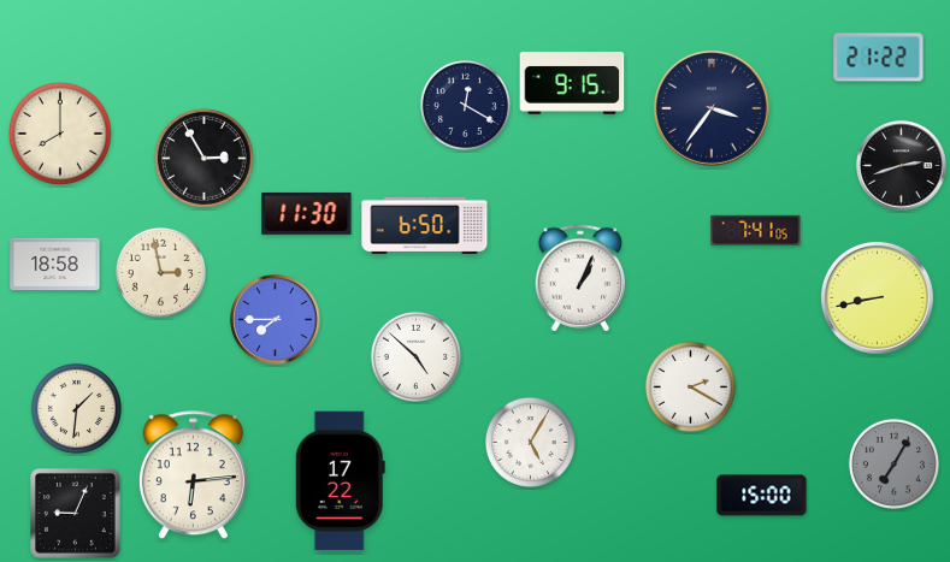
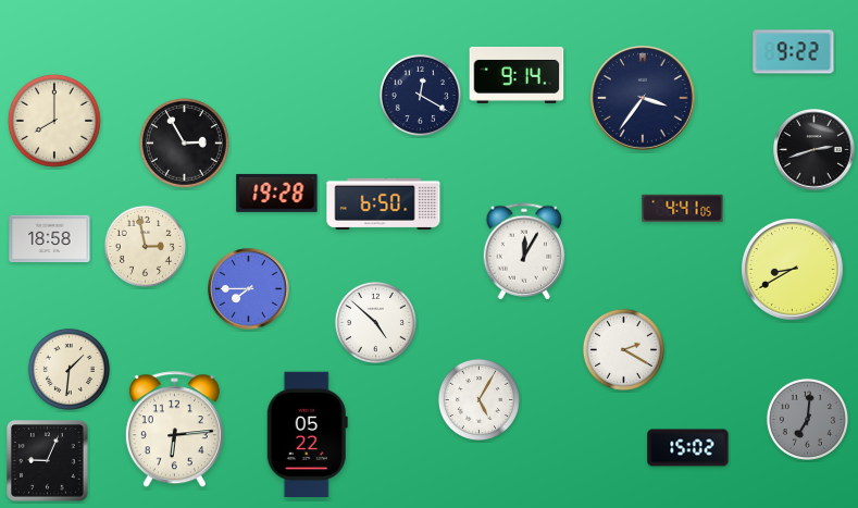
clock at (879, 58): 21:22 -> 9:22
clock at (572, 83): 9:15 -> 9:14
clock at (307, 213): 11:30 -> 19:28
clock at (756, 230): 7:41 -> 4:41
clock at (580, 278): 1:04 -> 12:05
clock at (877, 297): 8:43 -> 8:40
clock at (893, 463): 7:05 -> 7:01
clock at (340, 481): 17:22 -> 05:22
clock at (762, 496): 15:00 -> 15:02
clock at (76, 514) position: (76, 514) -> (48, 461)
